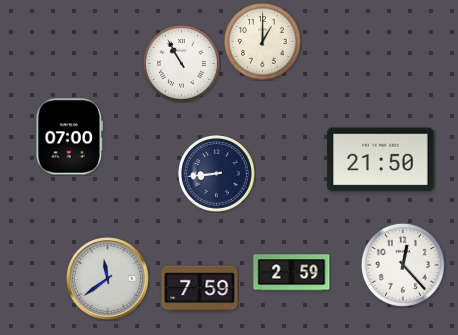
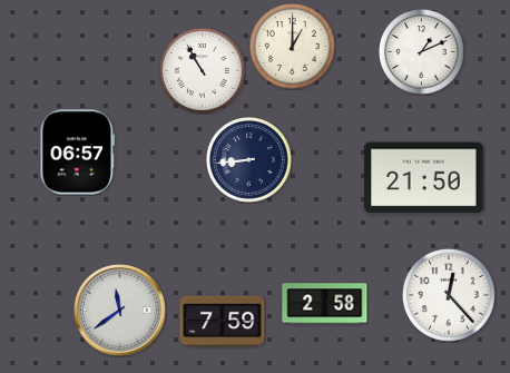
clock at (422, 52): none -> 1:11
clock at (70, 137): 07:00 -> 06:57
clock at (217, 174) position: (217, 174) -> (249, 160)
clock at (292, 273): 2:59 -> 2:58
